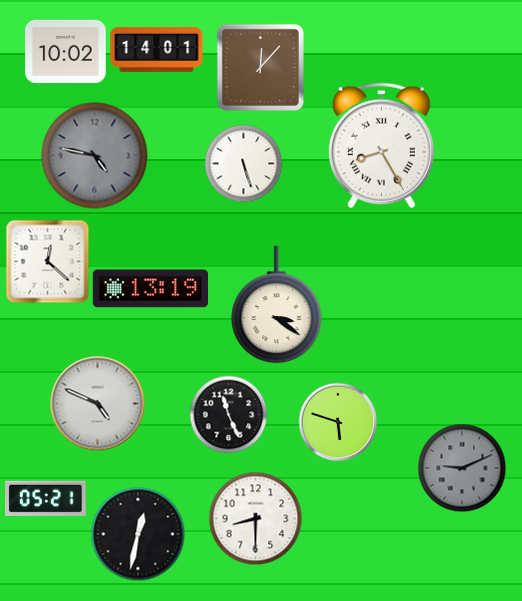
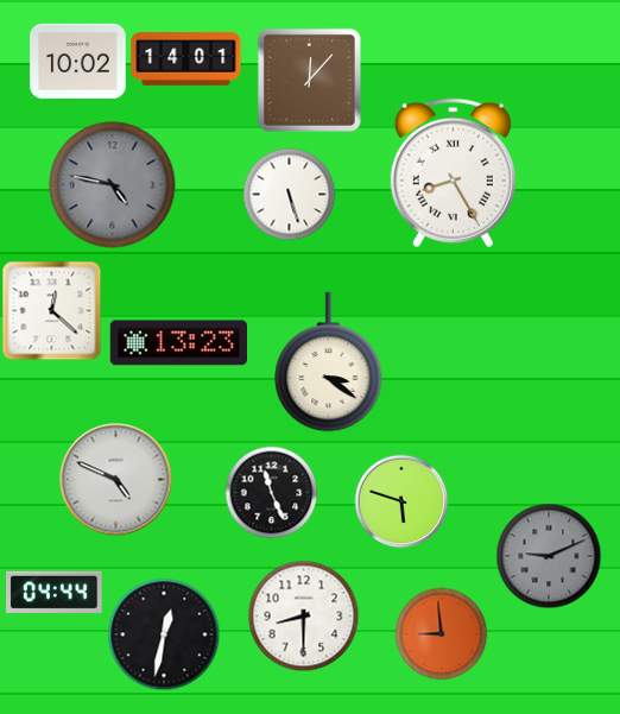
clock at (47, 261) position: (47, 261) -> (51, 310)
clock at (150, 289): 13:19 -> 13:23
clock at (46, 498): 05:21 -> 04:44
clock at (441, 633): none -> 8:59
